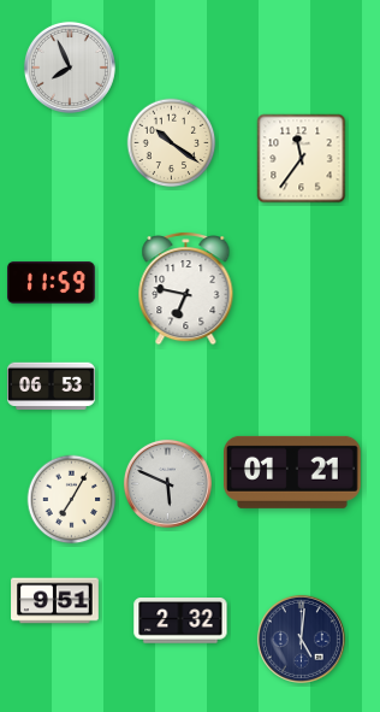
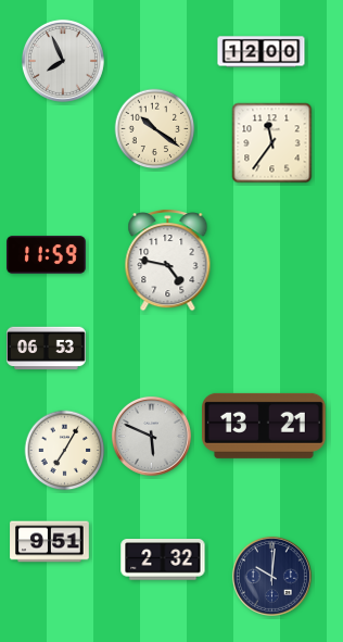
clock at (262, 52): none -> 12:00
clock at (186, 288): 6:47 -> 4:47
clock at (293, 472): 01:21 -> 13:21
clock at (301, 639): 5:01 -> 10:01
